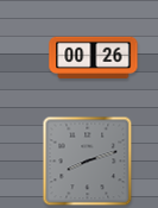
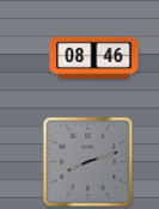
clock at (94, 57): 00:26 -> 08:46
